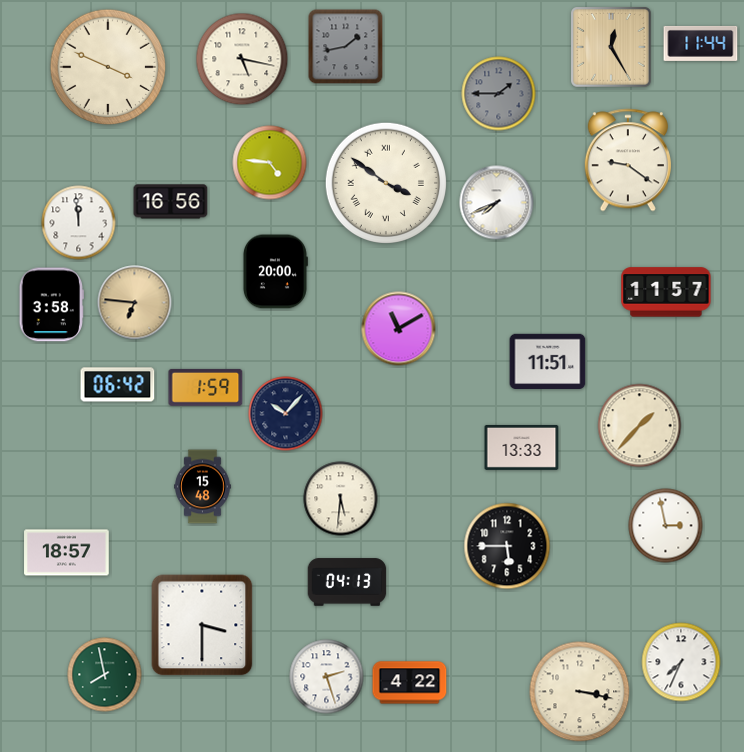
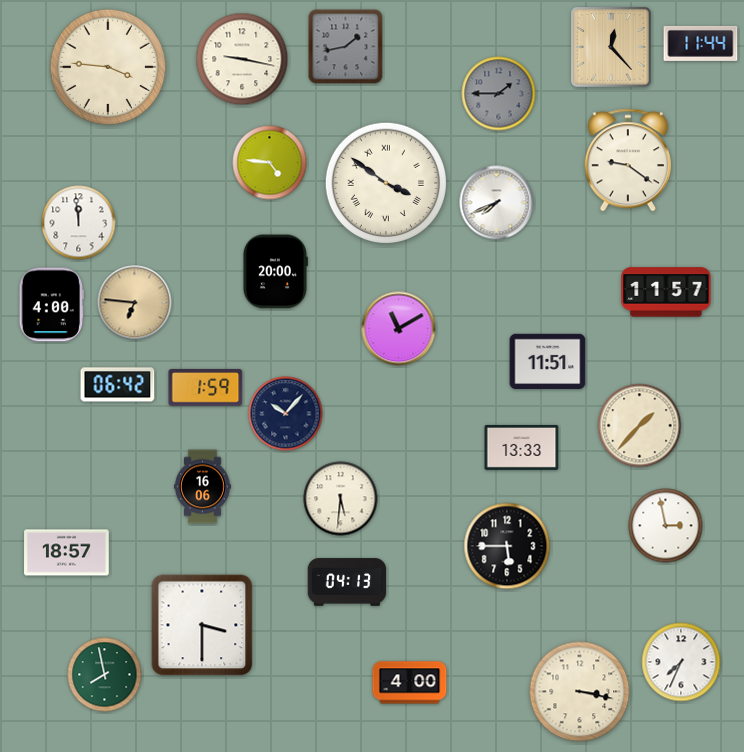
clock at (612, 48): 12:25 -> 12:23
clock at (242, 59): 5:17 -> 9:17
clock at (108, 67): 3:49 -> 3:46
clock at (171, 202): 16:56 -> none
clock at (51, 305): 3:58 -> 4:00
clock at (203, 487): 15:48 -> 16:06
clock at (327, 677): 2:27 -> none
clock at (410, 683): 4:22 -> 4:00
